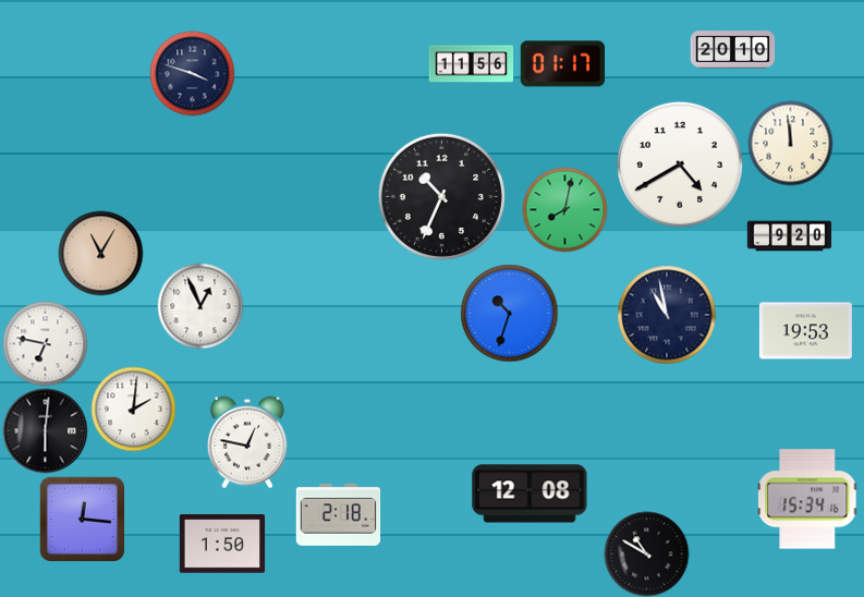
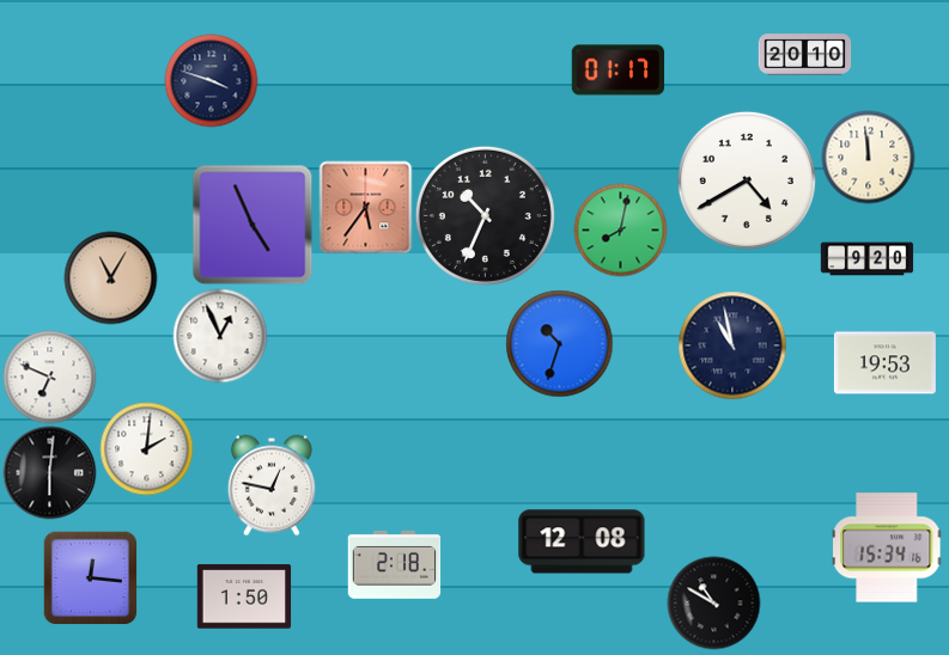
clock at (471, 64): 11:56 -> none
clock at (365, 207): none -> 5:36
clock at (253, 225): none -> 4:56
clock at (45, 343): 6:47 -> 6:49
clock at (338, 514) position: (338, 514) -> (394, 564)
clock at (82, 519) position: (82, 519) -> (90, 577)
clock at (646, 553) position: (646, 553) -> (713, 602)
